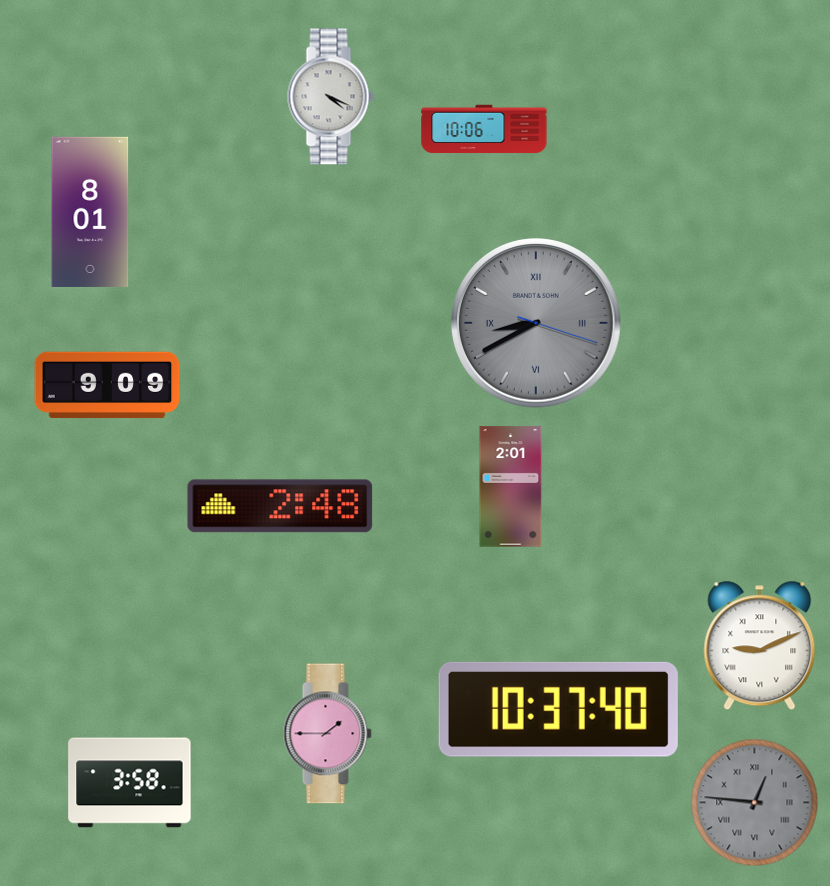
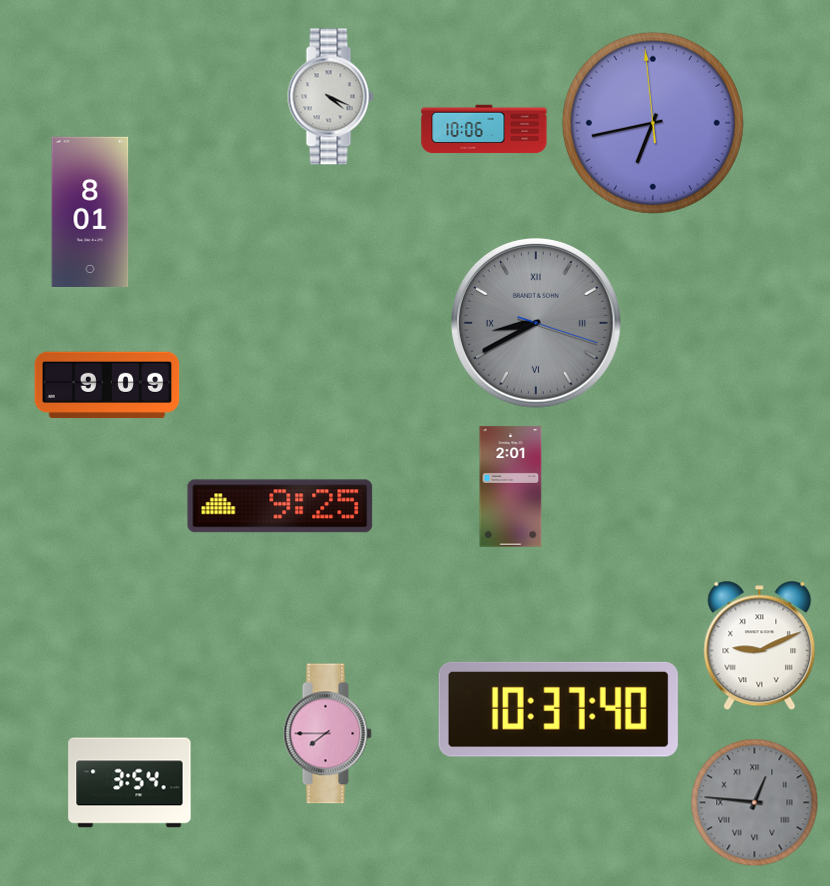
clock at (653, 123): none -> 6:42
clock at (280, 506): 2:48 -> 9:25
clock at (327, 734): 1:45 -> 7:45
clock at (130, 783): 3:58 -> 3:54
